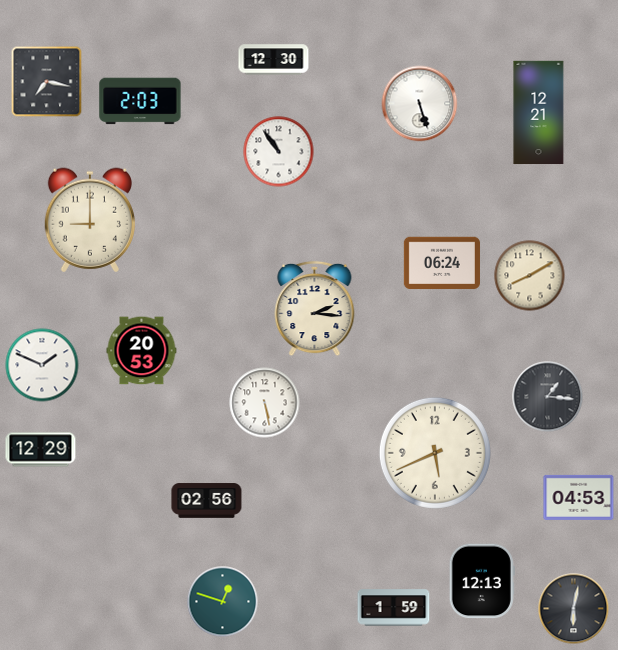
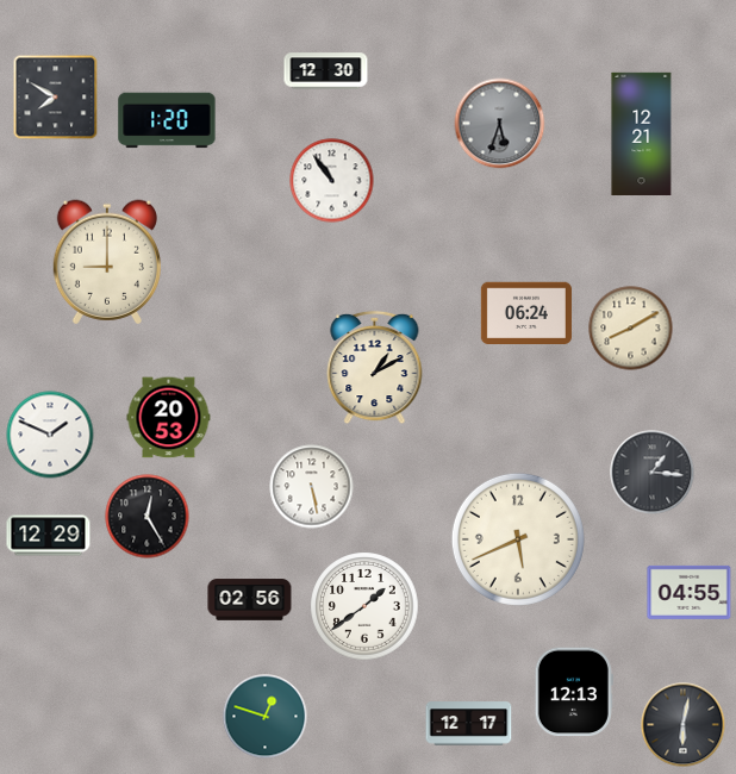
clock at (47, 82): 7:17 -> 7:50
clock at (140, 101): 2:03 -> 1:20
clock at (420, 104): 5:27 -> 5:33
clock at (420, 104) dial: white -> grey
clock at (315, 309): 2:16 -> 1:10
clock at (265, 403) position: (265, 403) -> (312, 487)
clock at (148, 517): none -> 12:25
clock at (579, 497): 04:53 -> 04:55
clock at (207, 501) position: (207, 501) -> (250, 600)
clock at (364, 606): none -> 1:39
clock at (394, 608): 1:59 -> 12:17
